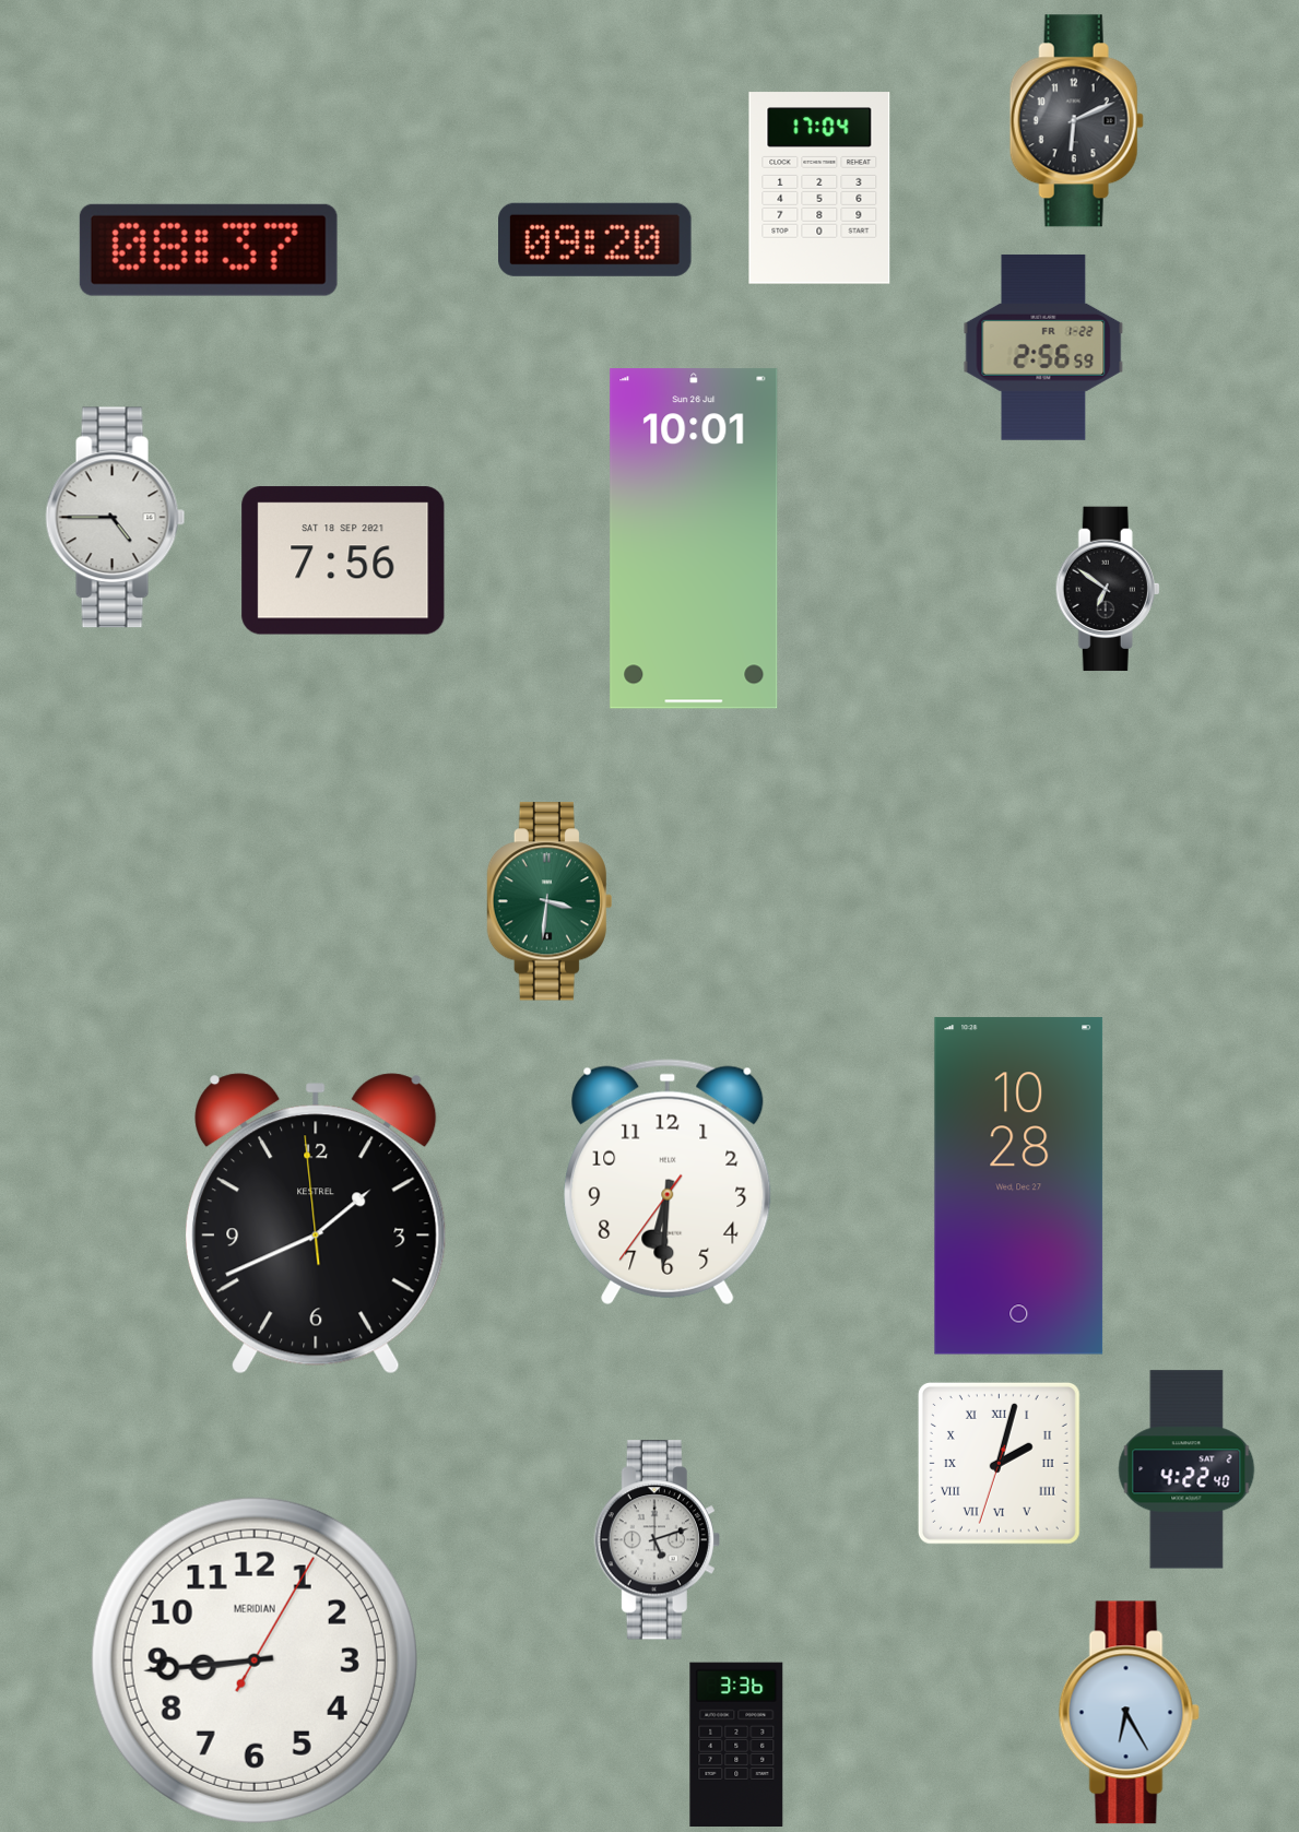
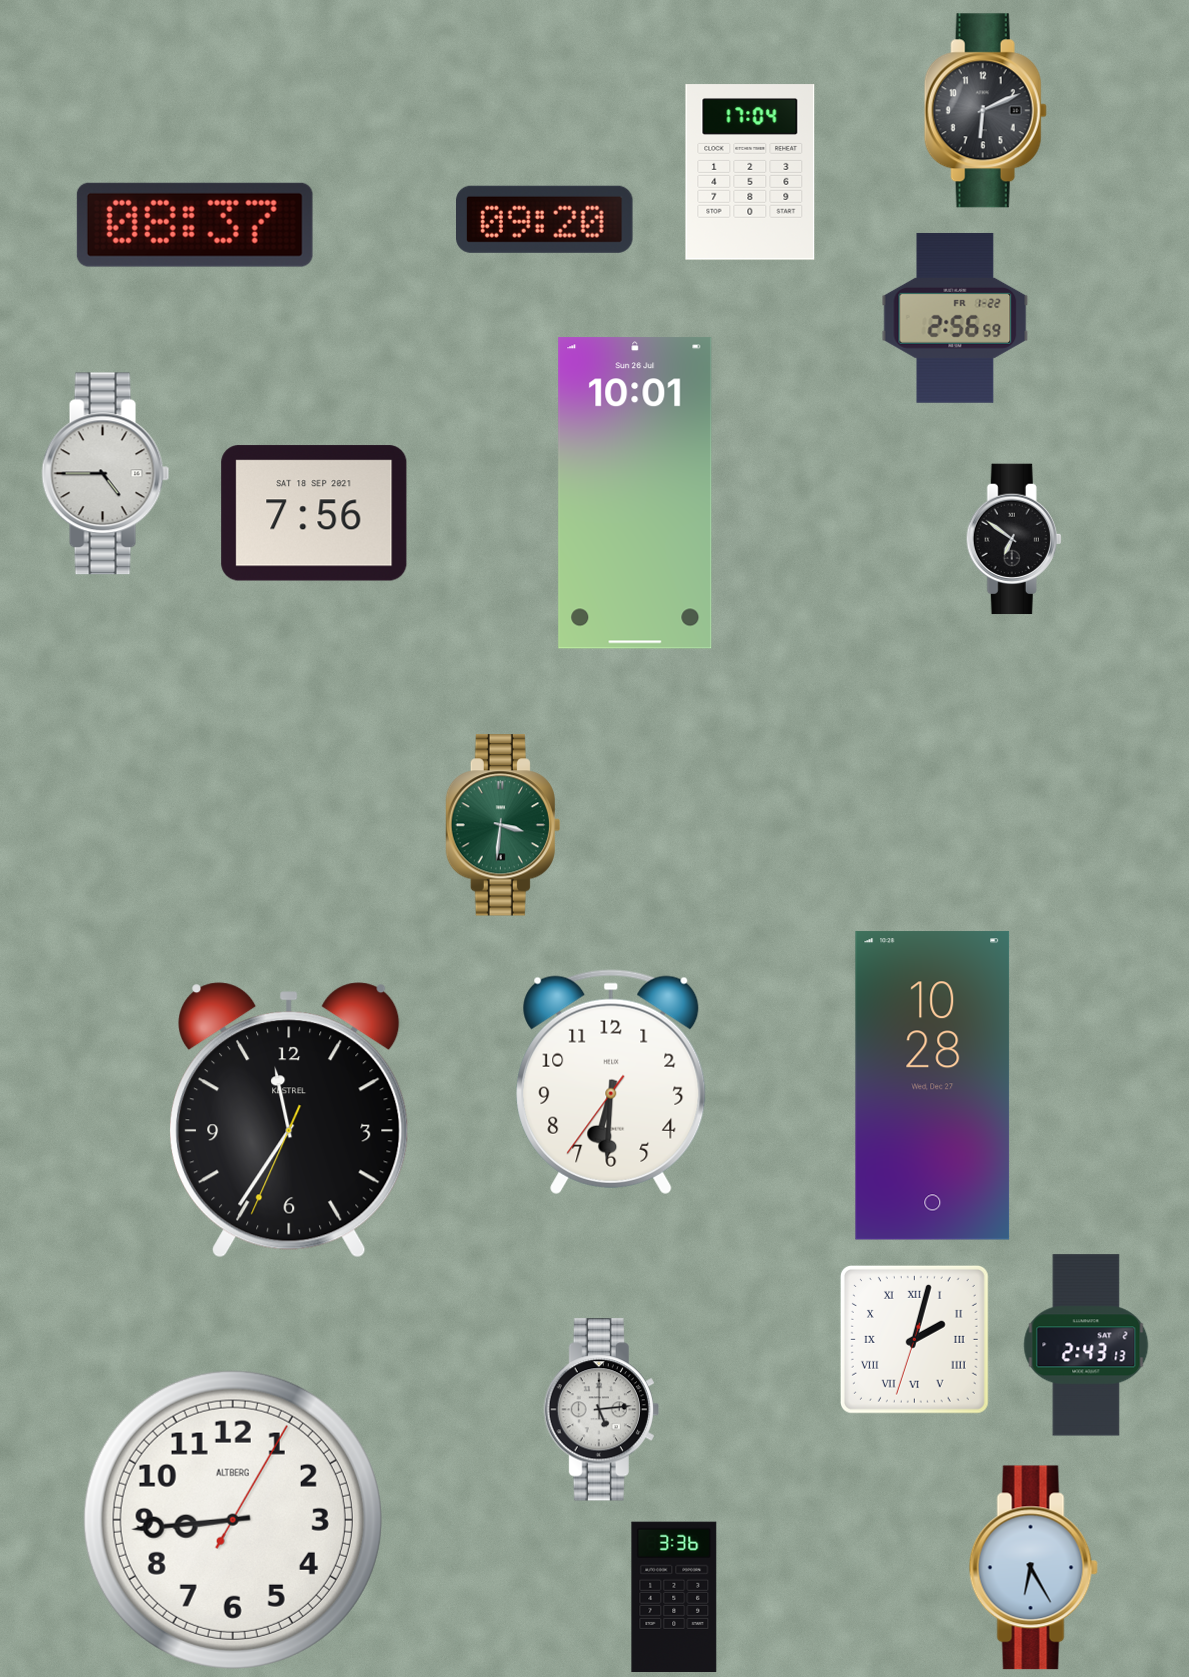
clock at (209, 250) position: (209, 250) -> (195, 225)
clock at (317, 1224): 1:40 -> 11:35
clock at (1186, 1469): 4:22 -> 2:43
clock at (657, 1540): 5:12 -> 5:14
clock at (255, 1660) brand: MERIDIAN -> ALTBERG
